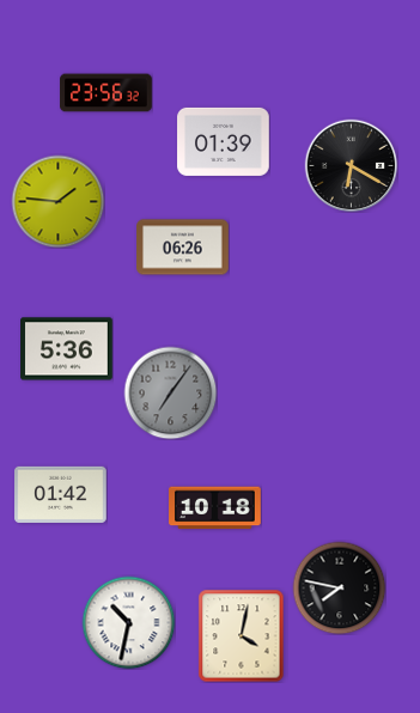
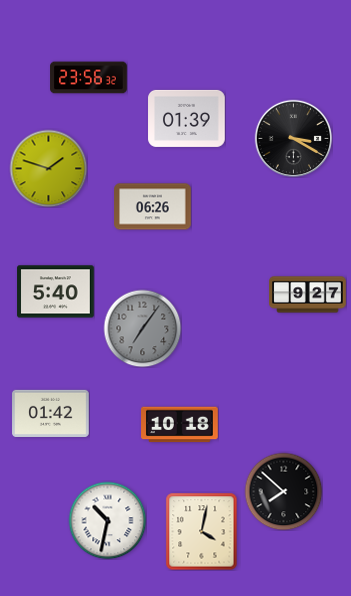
clock at (351, 165): 6:20 -> 3:20
clock at (57, 201): 1:46 -> 1:48
clock at (67, 349): 5:36 -> 5:40
clock at (308, 295): none -> 9:27
clock at (339, 587): 7:47 -> 7:52
